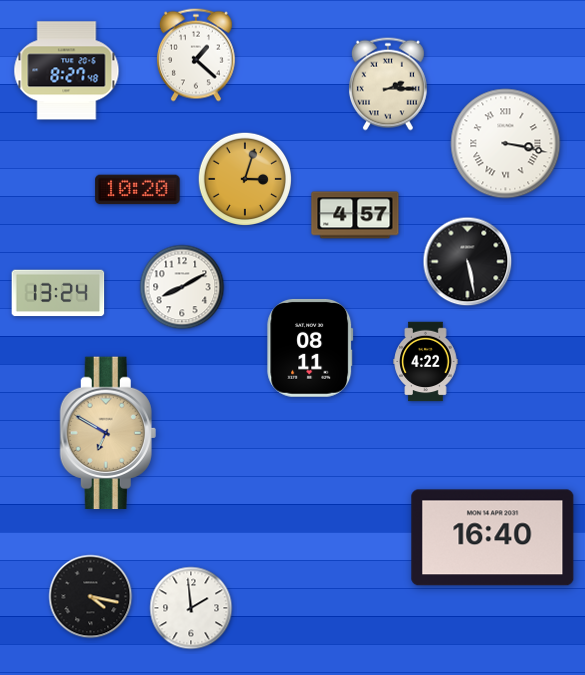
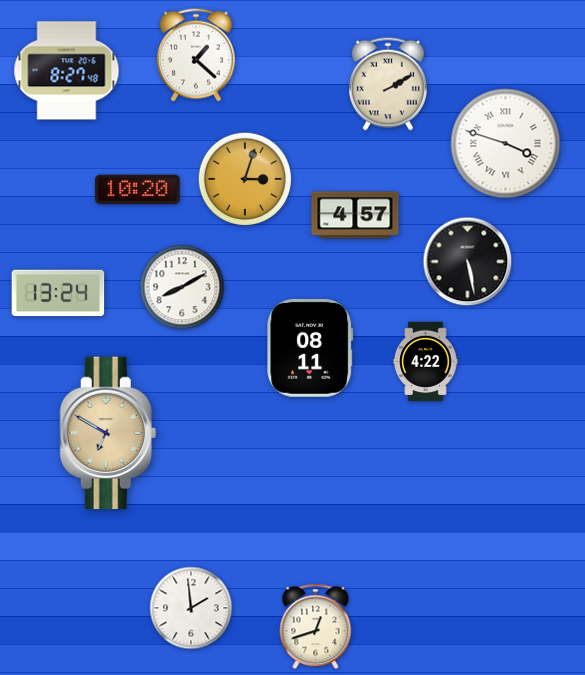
clock at (388, 84): 2:15 -> 2:10
clock at (506, 144): 3:17 -> 3:48
clock at (493, 538): 16:40 -> none
clock at (91, 597): 4:17 -> none
clock at (316, 627): none -> 12:42
